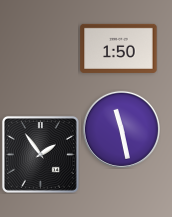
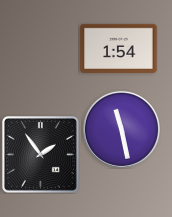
clock at (119, 48): 1:50 -> 1:54
